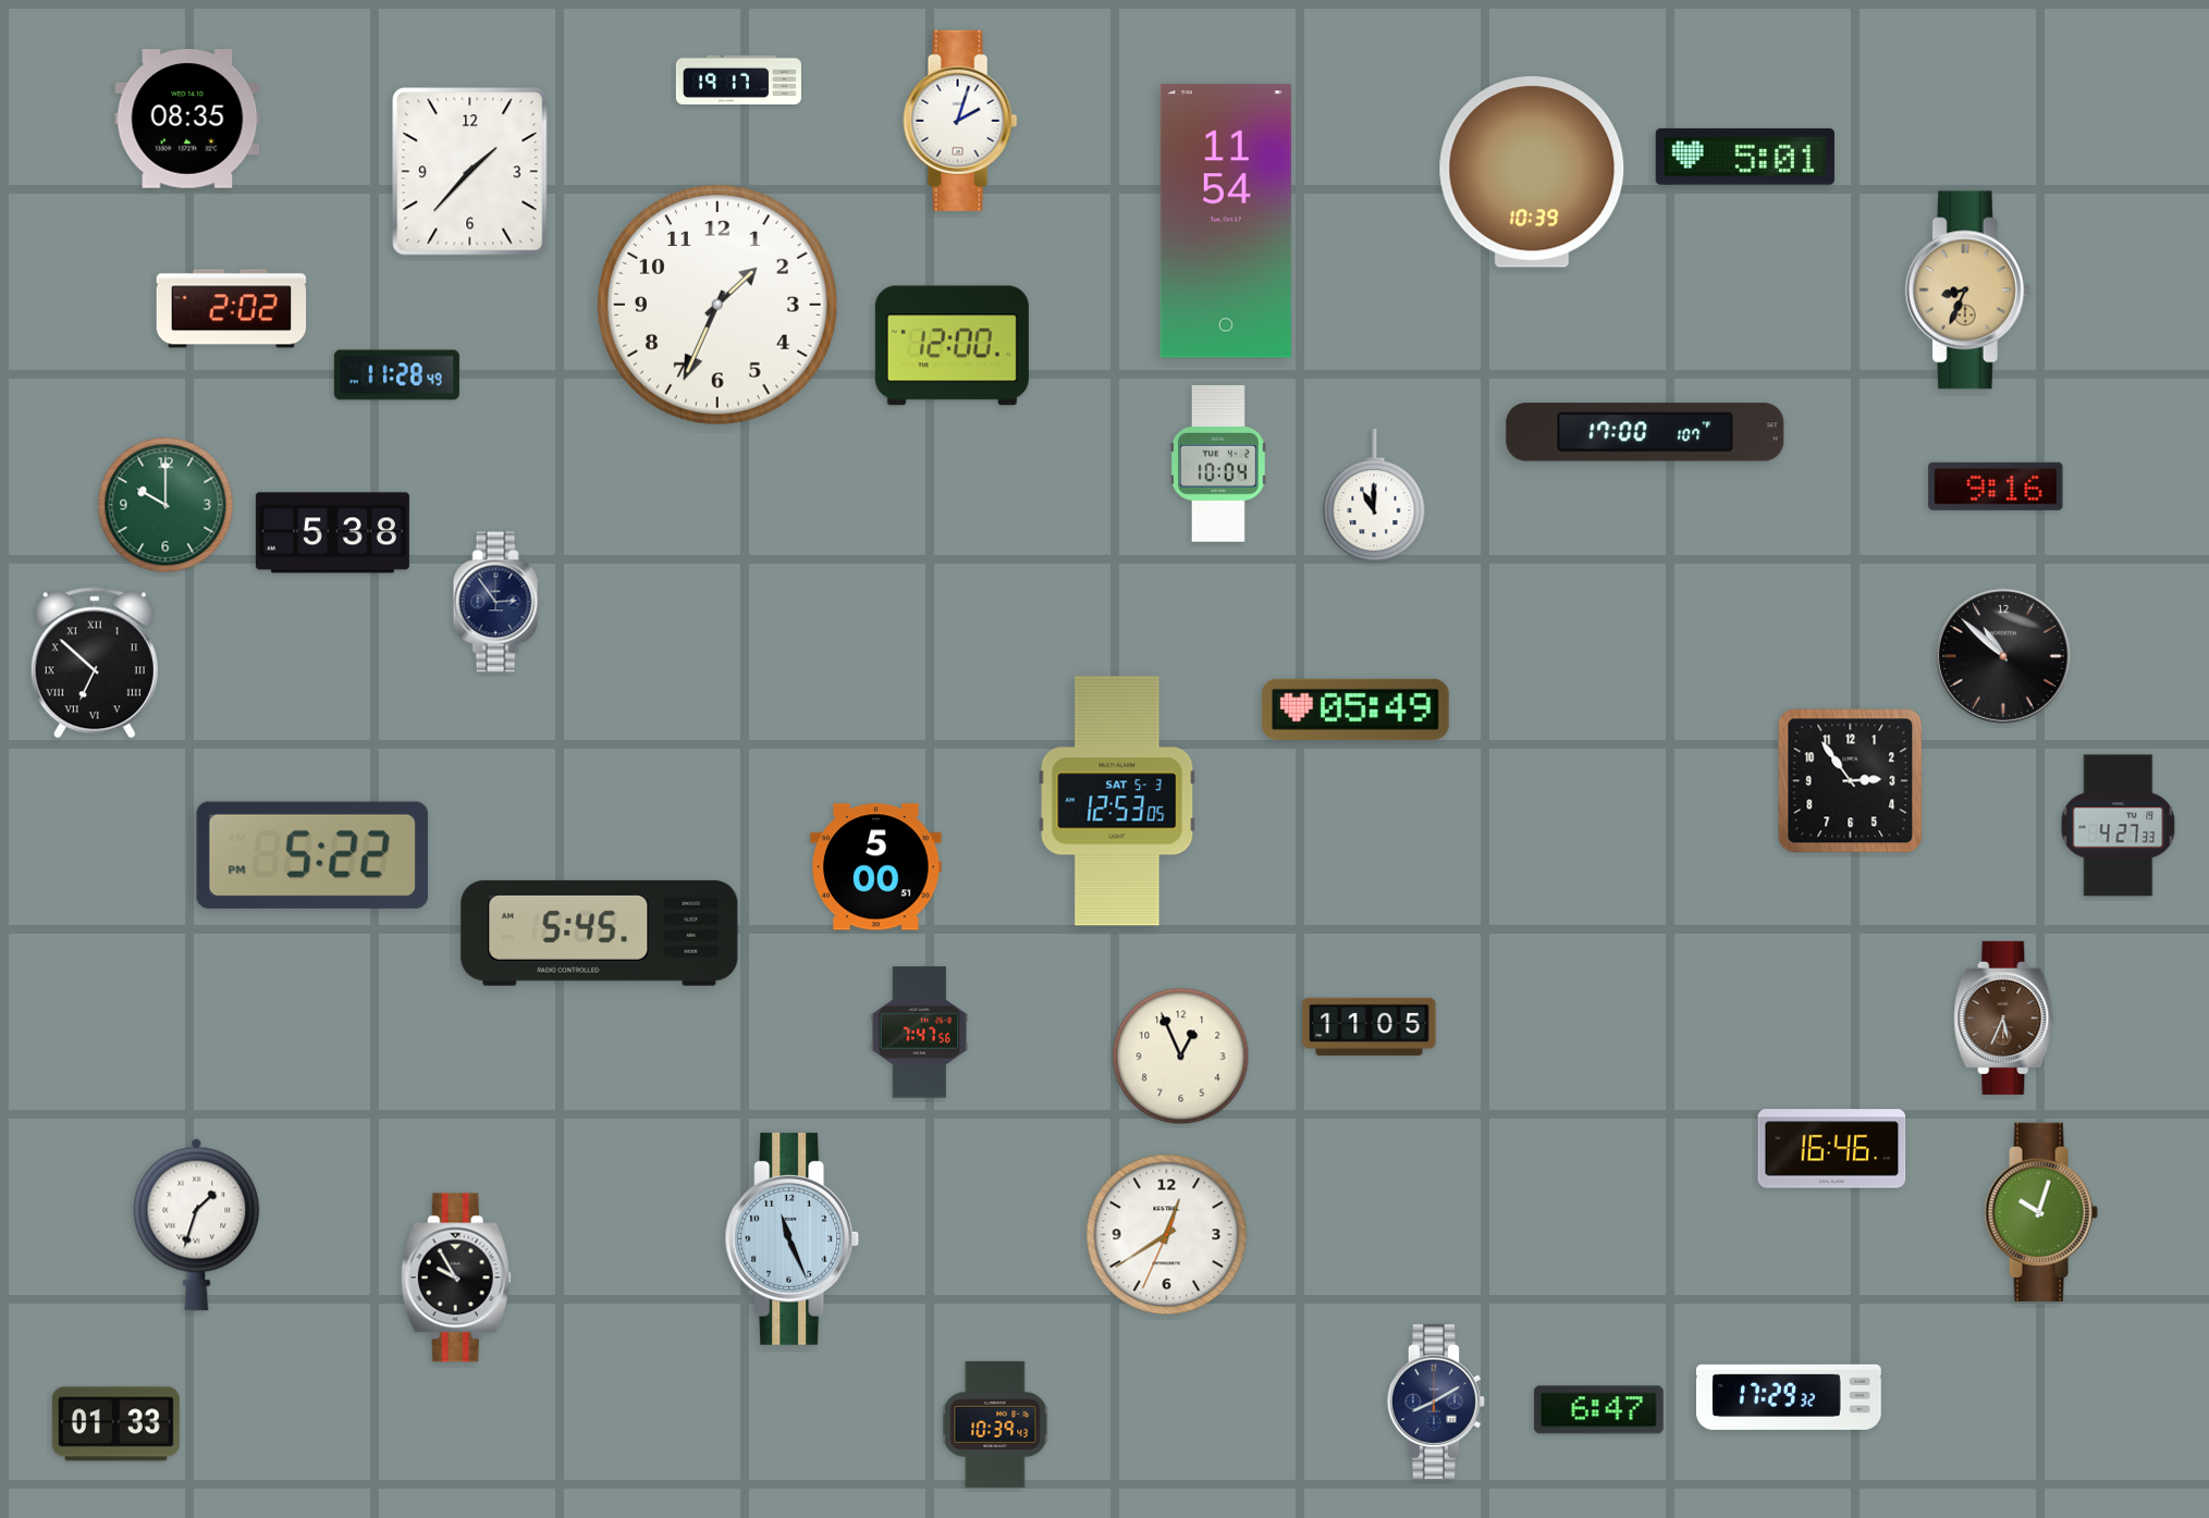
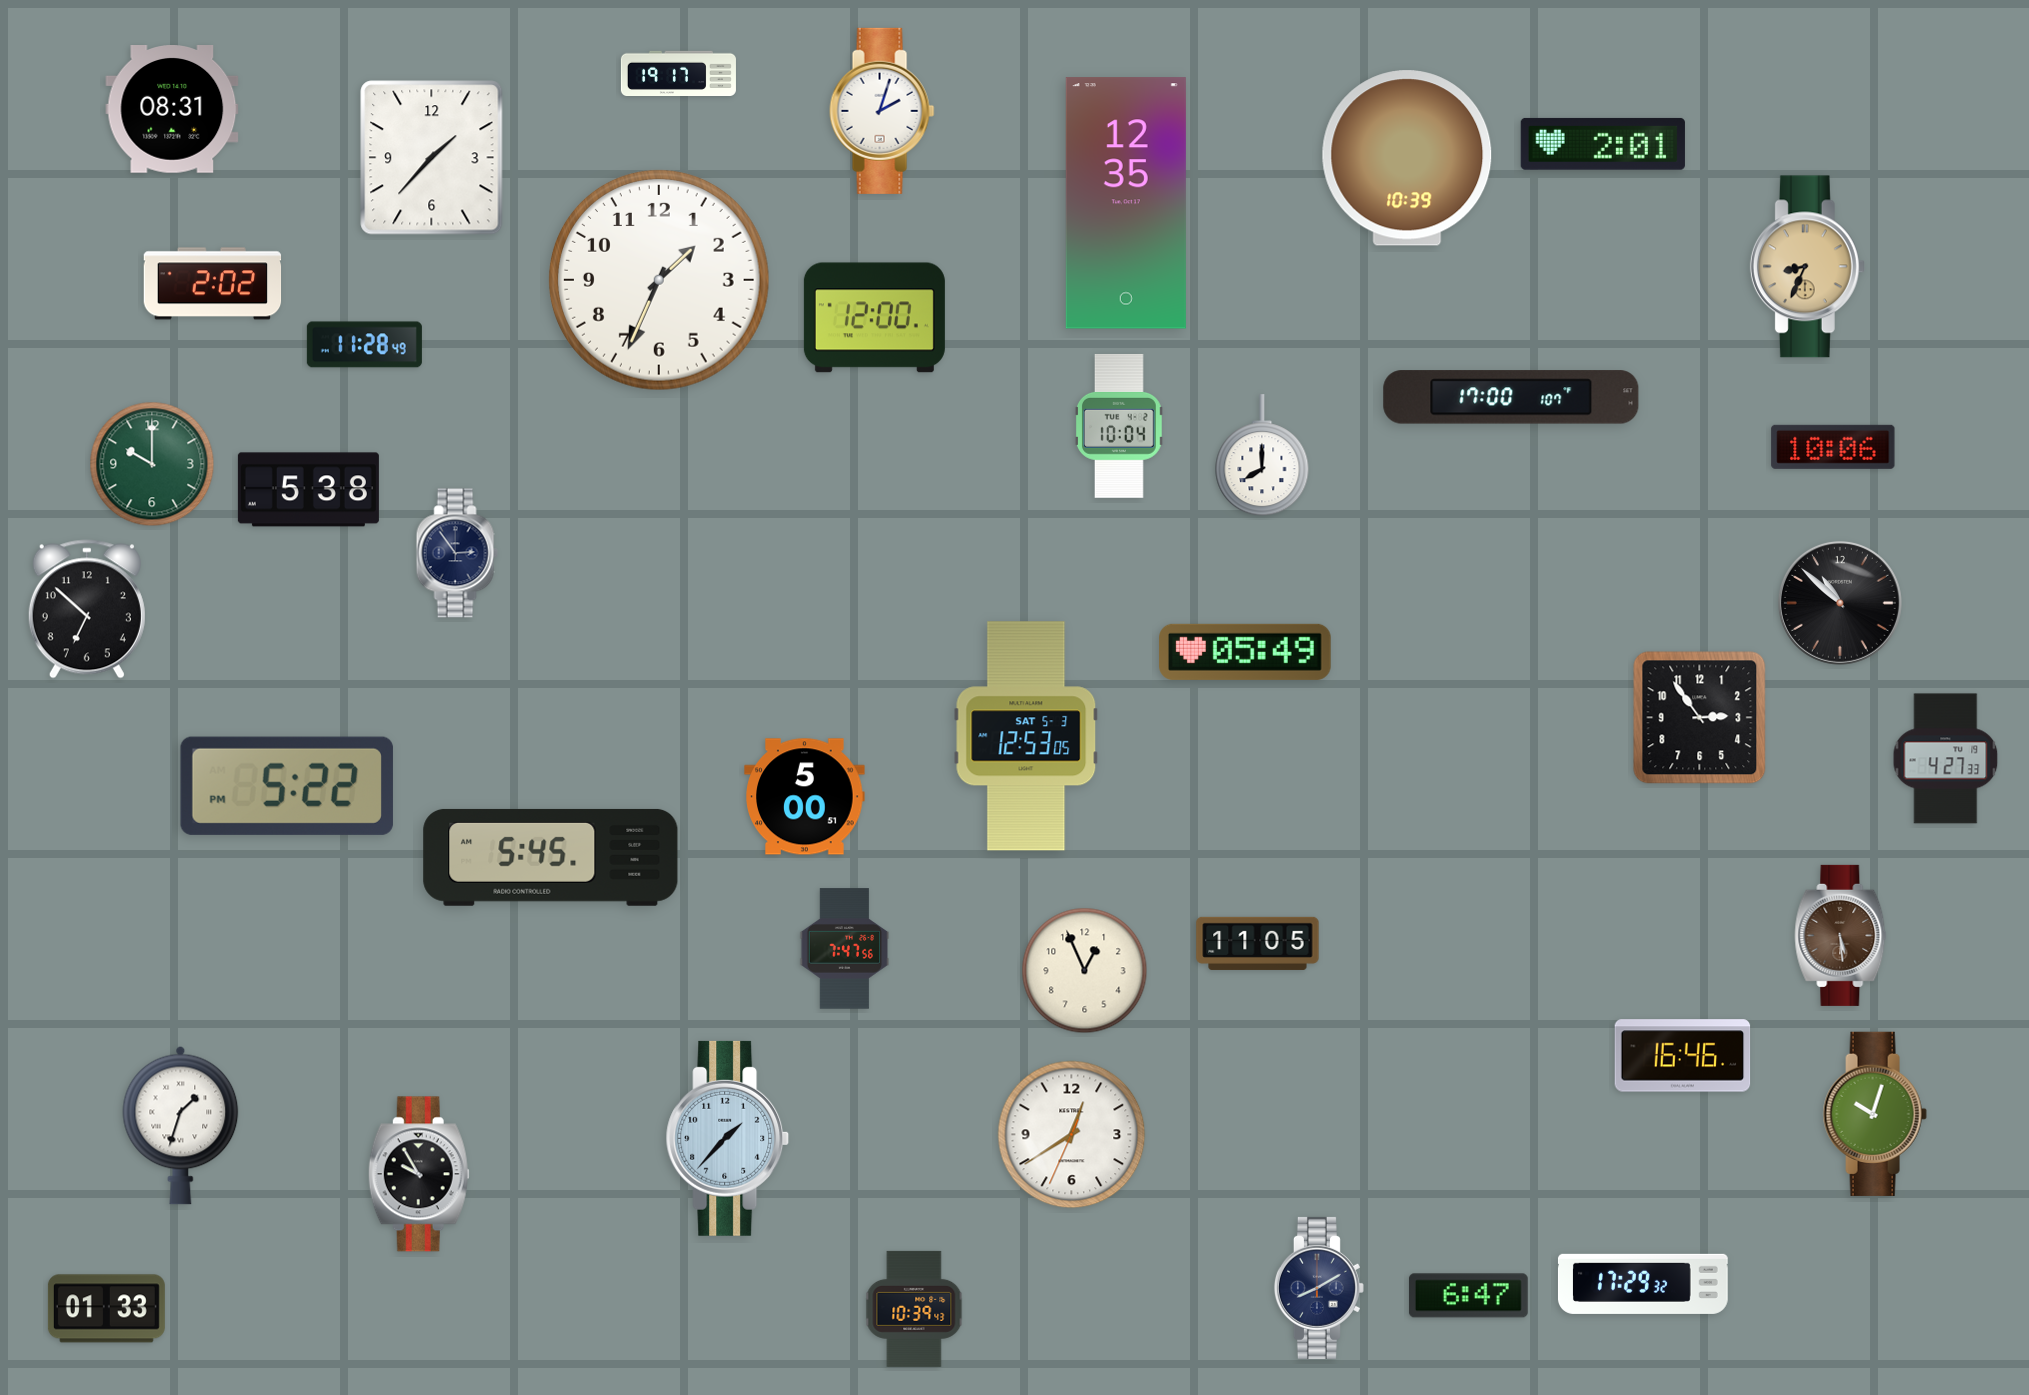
clock at (187, 120): 08:35 -> 08:31
clock at (1745, 157): 5:01 -> 2:01
clock at (1226, 221): 11:54 -> 12:35
clock at (1996, 486): 9:16 -> 10:06
clock at (1374, 496): 11:00 -> 8:00
clock at (332, 533) position: (332, 533) -> (308, 490)
clock at (95, 663) numerals: Roman -> Arabic
clock at (2004, 1017): 5:34 -> 5:29
clock at (793, 1238): 11:26 -> 1:37
